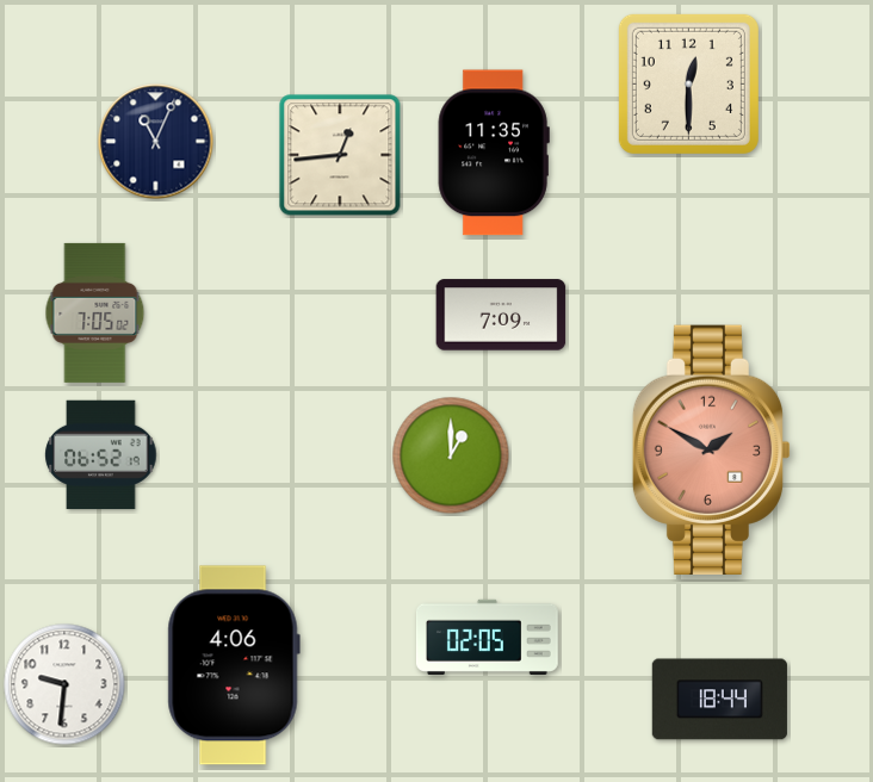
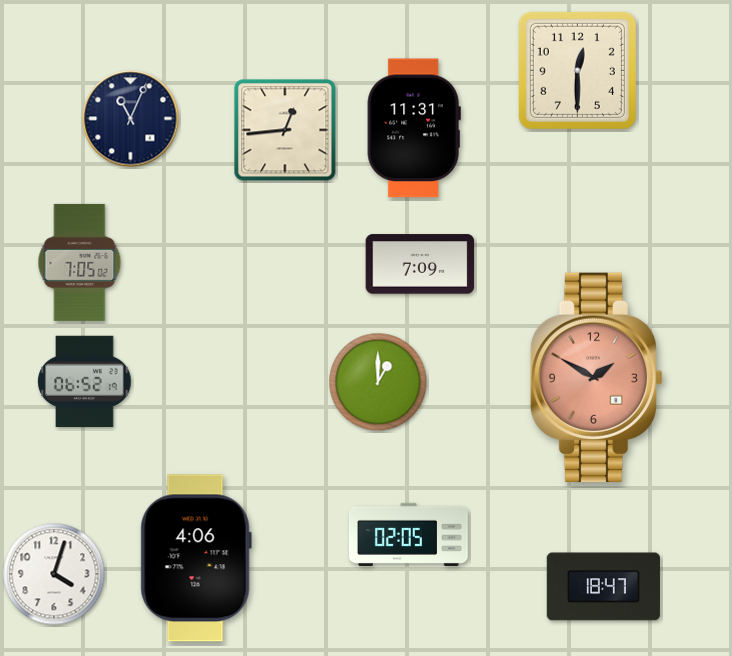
clock at (494, 153): 11:35 -> 11:31
clock at (64, 684): 9:31 -> 4:03
clock at (719, 700): 18:44 -> 18:47
